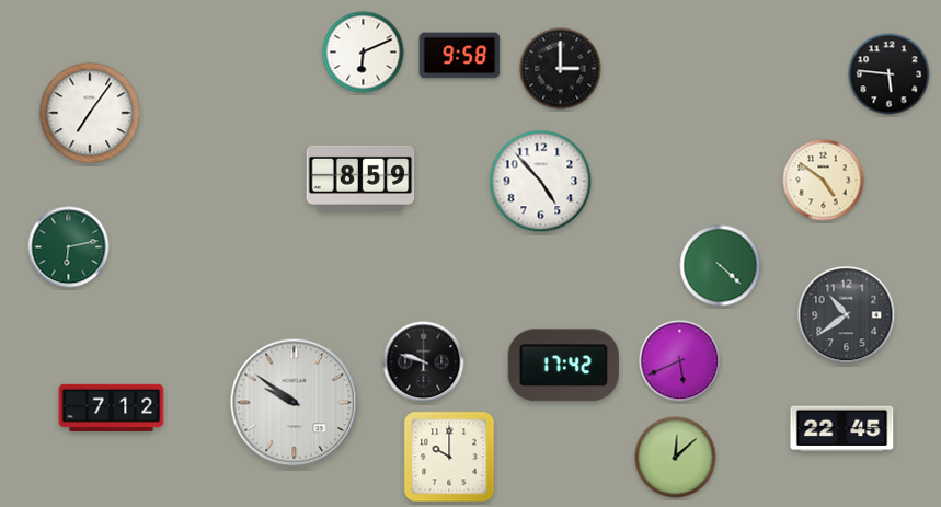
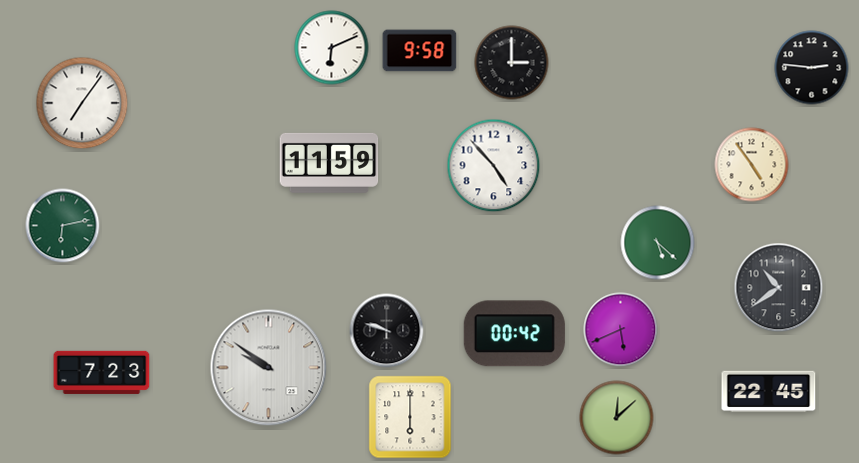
clock at (890, 74): 5:46 -> 2:46
clock at (360, 178): 8:59 -> 11:59
clock at (824, 181): 4:51 -> 4:54
clock at (721, 266): 4:22 -> 5:22
clock at (847, 315) position: (847, 315) -> (779, 288)
clock at (563, 366): 17:42 -> 00:42
clock at (112, 407): 7:12 -> 7:23
clock at (449, 457): 10:00 -> 6:00
